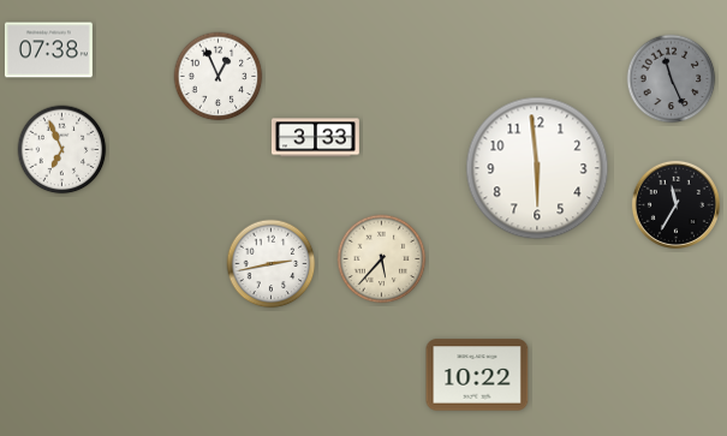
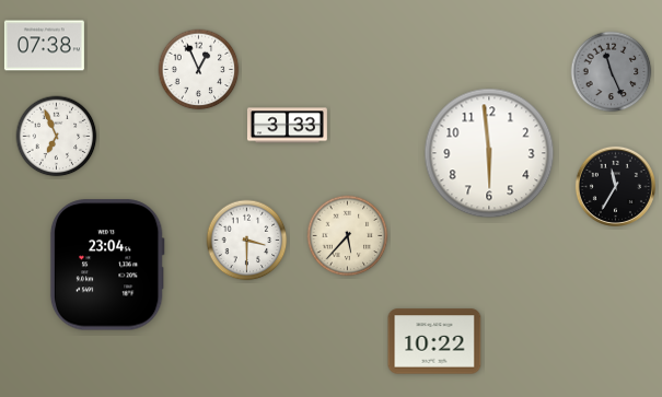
clock at (272, 264): 2:43 -> 3:30
clock at (107, 265): none -> 23:04
